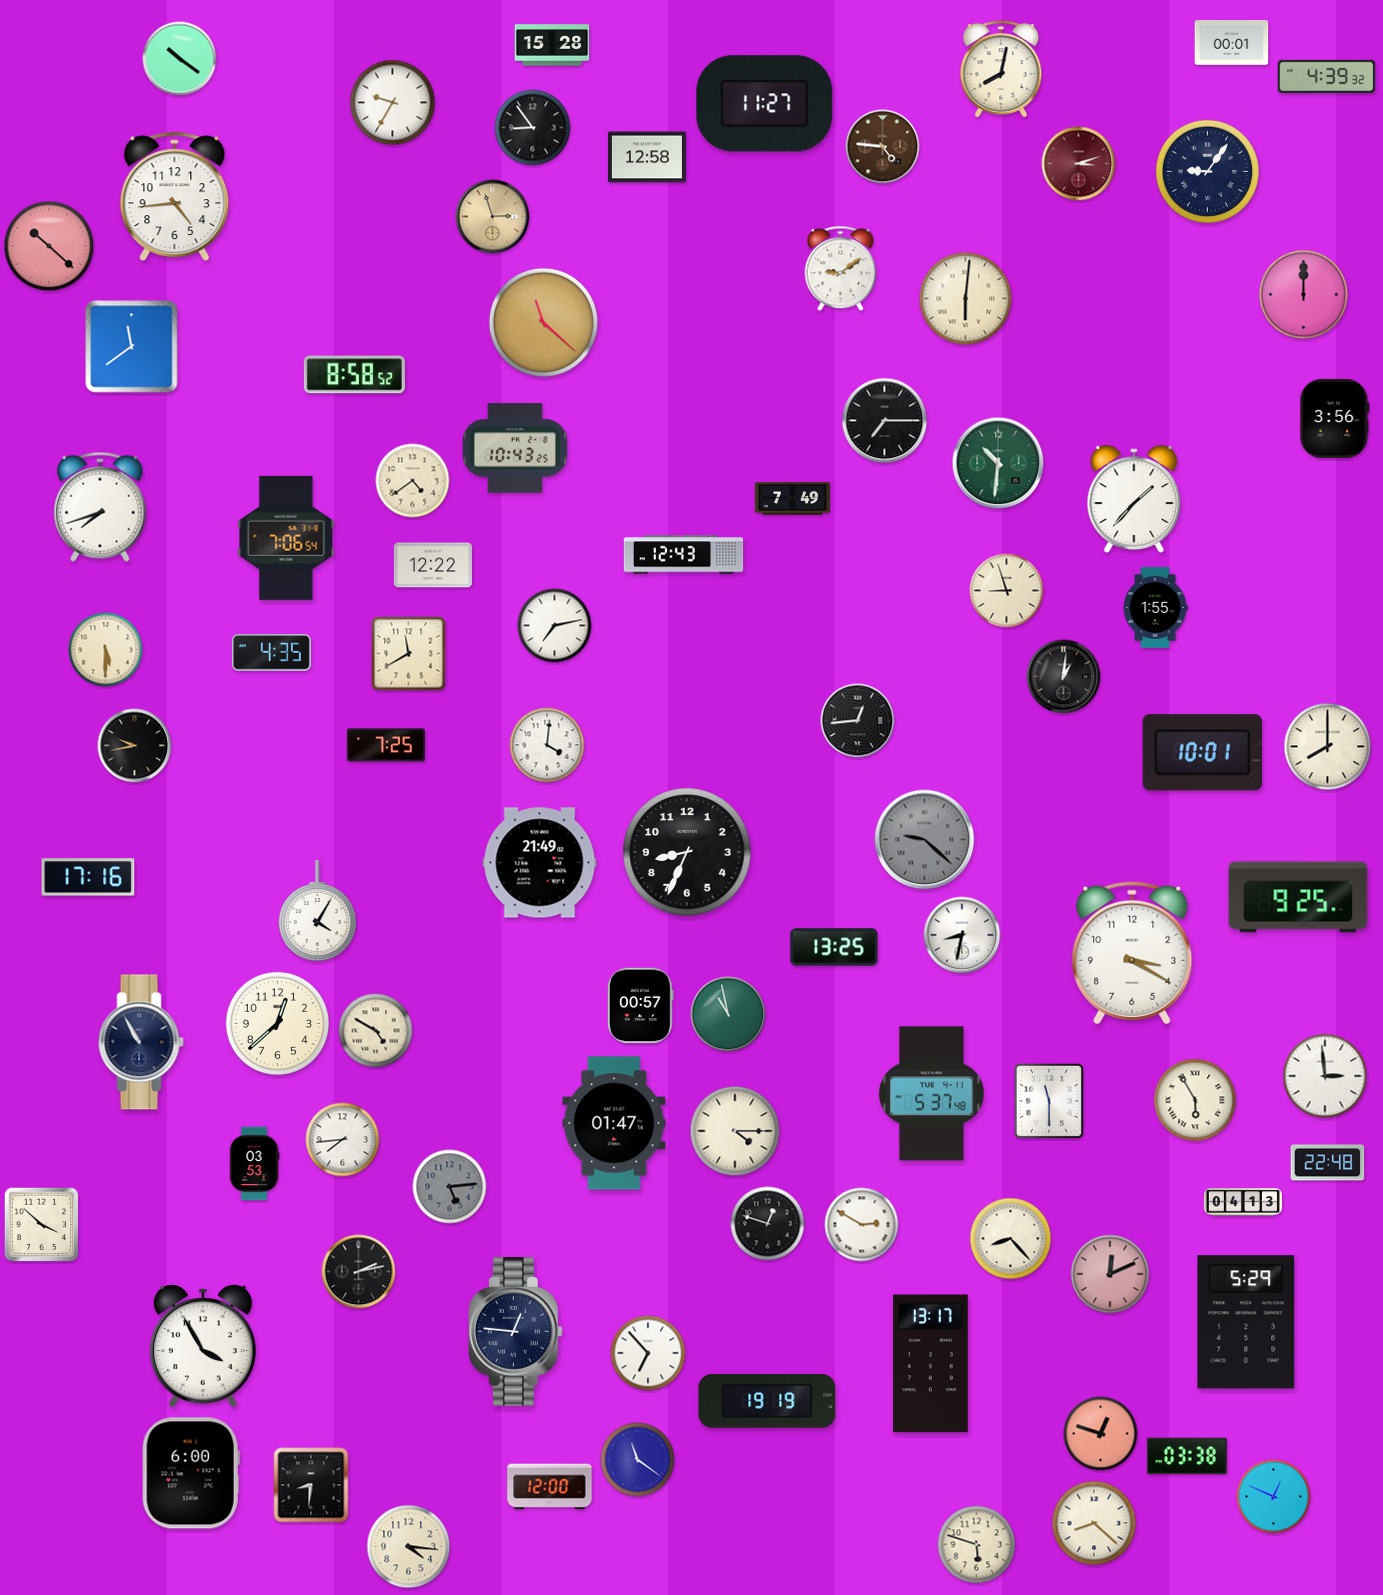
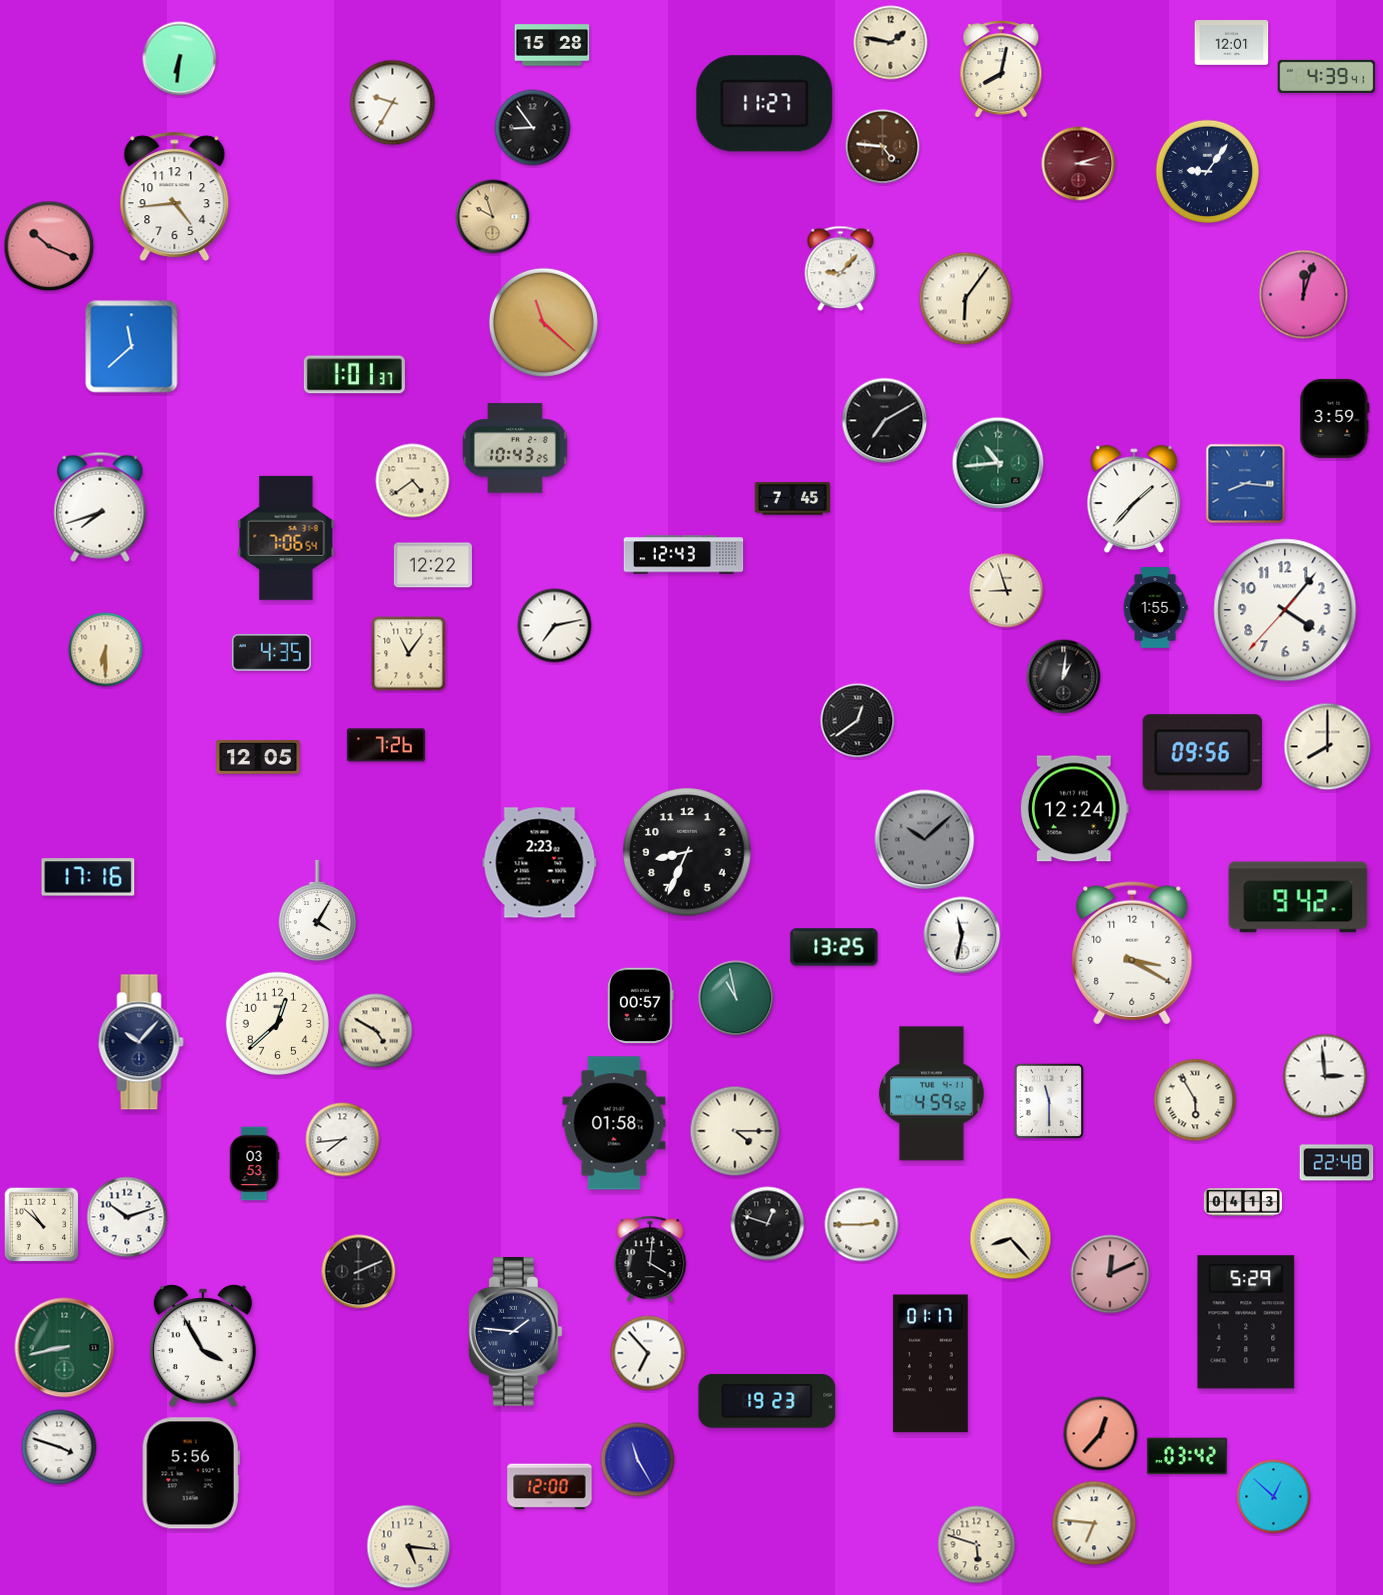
clock at (891, 43): none -> 1:47
clock at (1232, 43): 00:01 -> 12:01
clock at (180, 59): 10:21 -> 6:31
clock at (1327, 76): 4:39:32 -> 4:39:41
clock at (647, 157): 12:58 -> none
clock at (493, 217): 2:57 -> 9:57
clock at (49, 246): 10:22 -> 10:19
clock at (841, 269): 9:09 -> 9:07
clock at (1304, 295): 12:00 -> 12:03
clock at (966, 299): 6:01 -> 6:06
clock at (132, 347): 11:39 -> 11:38
clock at (354, 375): 8:58 -> 1:01
clock at (1335, 418): 3:56 -> 3:59
clock at (885, 421): 7:15 -> 7:10
clock at (998, 463): 10:31 -> 10:44
clock at (1246, 484): none -> 8:16
clock at (793, 499): 7:49 -> 7:45
clock at (1285, 610): none -> 4:06
clock at (106, 650): 5:30 -> 6:30
clock at (409, 654): 11:40 -> 11:06
clock at (858, 721): 12:44 -> 12:39
clock at (386, 745): 7:25 -> 7:26
clock at (547, 745): 4:01 -> none
clock at (135, 746): 9:43 -> none
clock at (1202, 753): 10:01 -> 09:56
clock at (258, 757): none -> 12:05
clock at (1075, 809): none -> 12:24
clock at (925, 840): 9:22 -> 10:08
clock at (540, 863): 21:49 -> 2:23
clock at (1298, 897): 9:25 -> 9:42
clock at (962, 935): 8:32 -> 11:32
clock at (728, 1014) position: (728, 1014) -> (736, 998)
clock at (141, 1042): 10:55 -> 10:07
clock at (932, 1094): 5:37 -> 4:59
clock at (614, 1123): 01:47 -> 01:58
clock at (1328, 1163) position: (1328, 1163) -> (1337, 1163)
clock at (450, 1187): 5:14 -> none
clock at (127, 1217): none -> 10:12
clock at (42, 1225): 3:52 -> 10:52
clock at (862, 1225): 2:50 -> 2:45
clock at (650, 1259): none -> 4:01
clock at (359, 1272): 2:13 -> 2:11
clock at (515, 1332): 12:46 -> 1:46
clock at (65, 1348): none -> 8:43
clock at (930, 1364): 13:17 -> 01:17
clock at (767, 1401): 19:19 -> 19:23
clock at (1101, 1434): 12:48 -> 12:37
clock at (59, 1447): none -> 3:48
clock at (1187, 1456): 03:38 -> 03:42
clock at (638, 1460): 11:21 -> 11:25
clock at (191, 1473): 6:00 -> 5:56
clock at (311, 1485): 8:31 -> none
clock at (1274, 1497): 12:49 -> 12:52
clock at (1094, 1523): 8:22 -> 6:46
clock at (409, 1547): 4:16 -> 5:16
